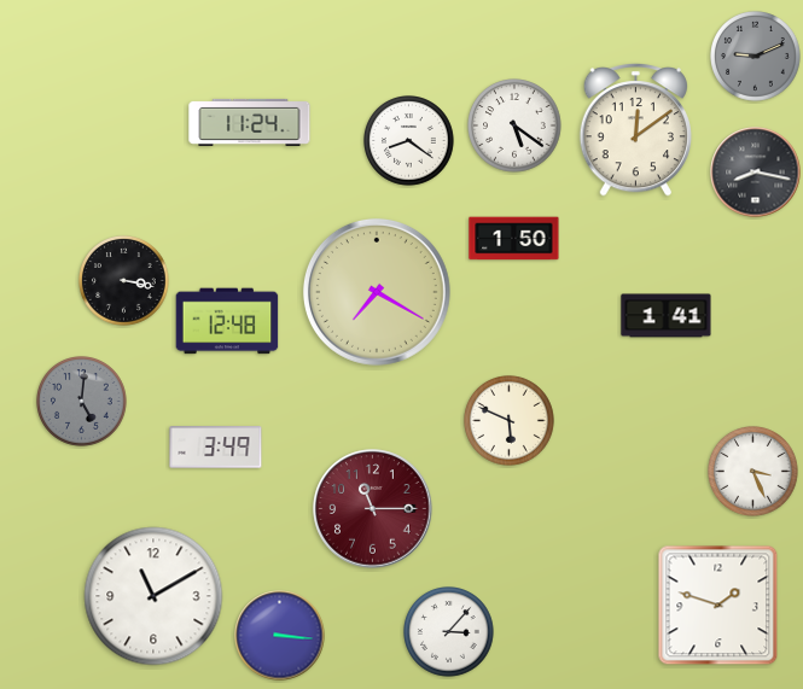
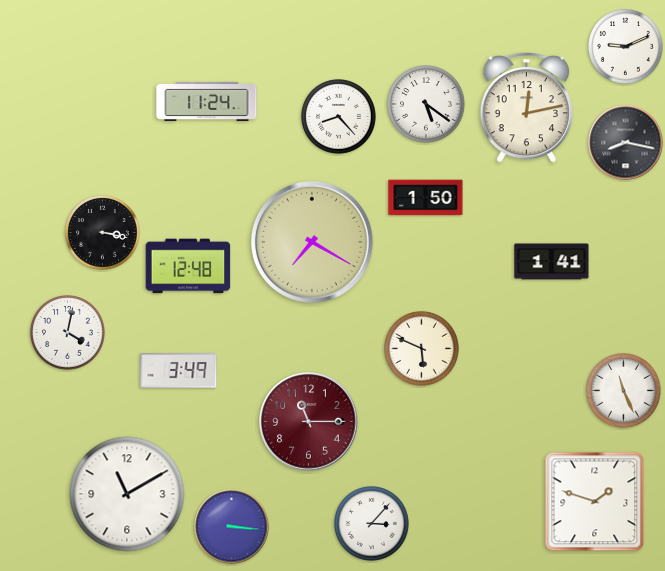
clock at (756, 57) dial: grey -> white
clock at (635, 130): 12:09 -> 12:13
clock at (409, 141): 8:21 -> 8:23
clock at (82, 402): 5:01 -> 4:02
clock at (82, 402) dial: grey -> white
clock at (753, 472): 3:26 -> 11:26
